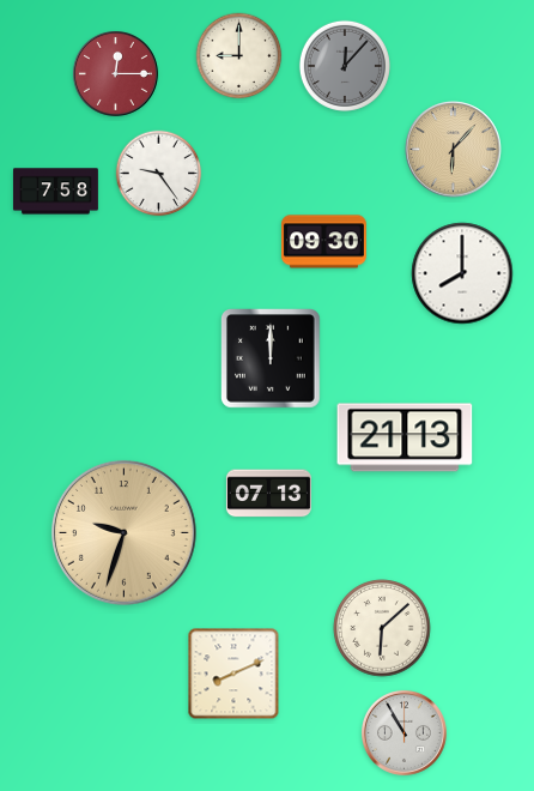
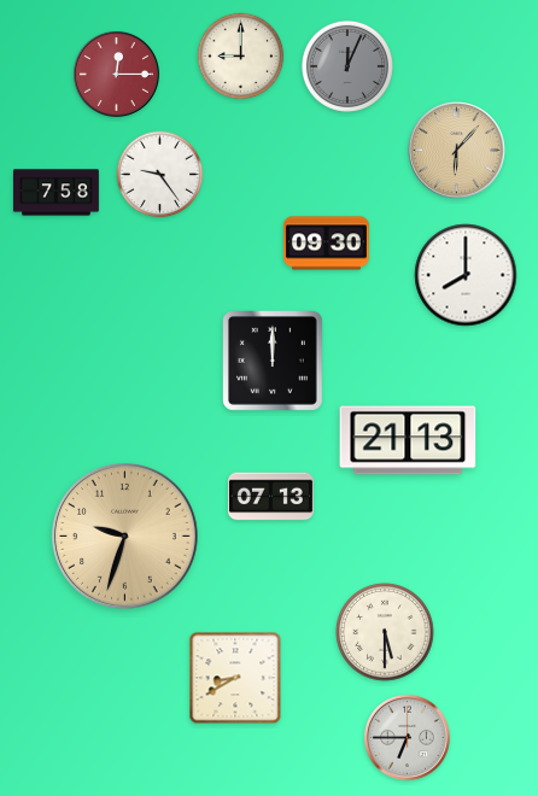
clock at (345, 66): 12:07 -> 12:04
clock at (382, 628): 6:08 -> 5:30
clock at (233, 674): 8:11 -> 8:40
clock at (403, 732): 10:55 -> 6:45
